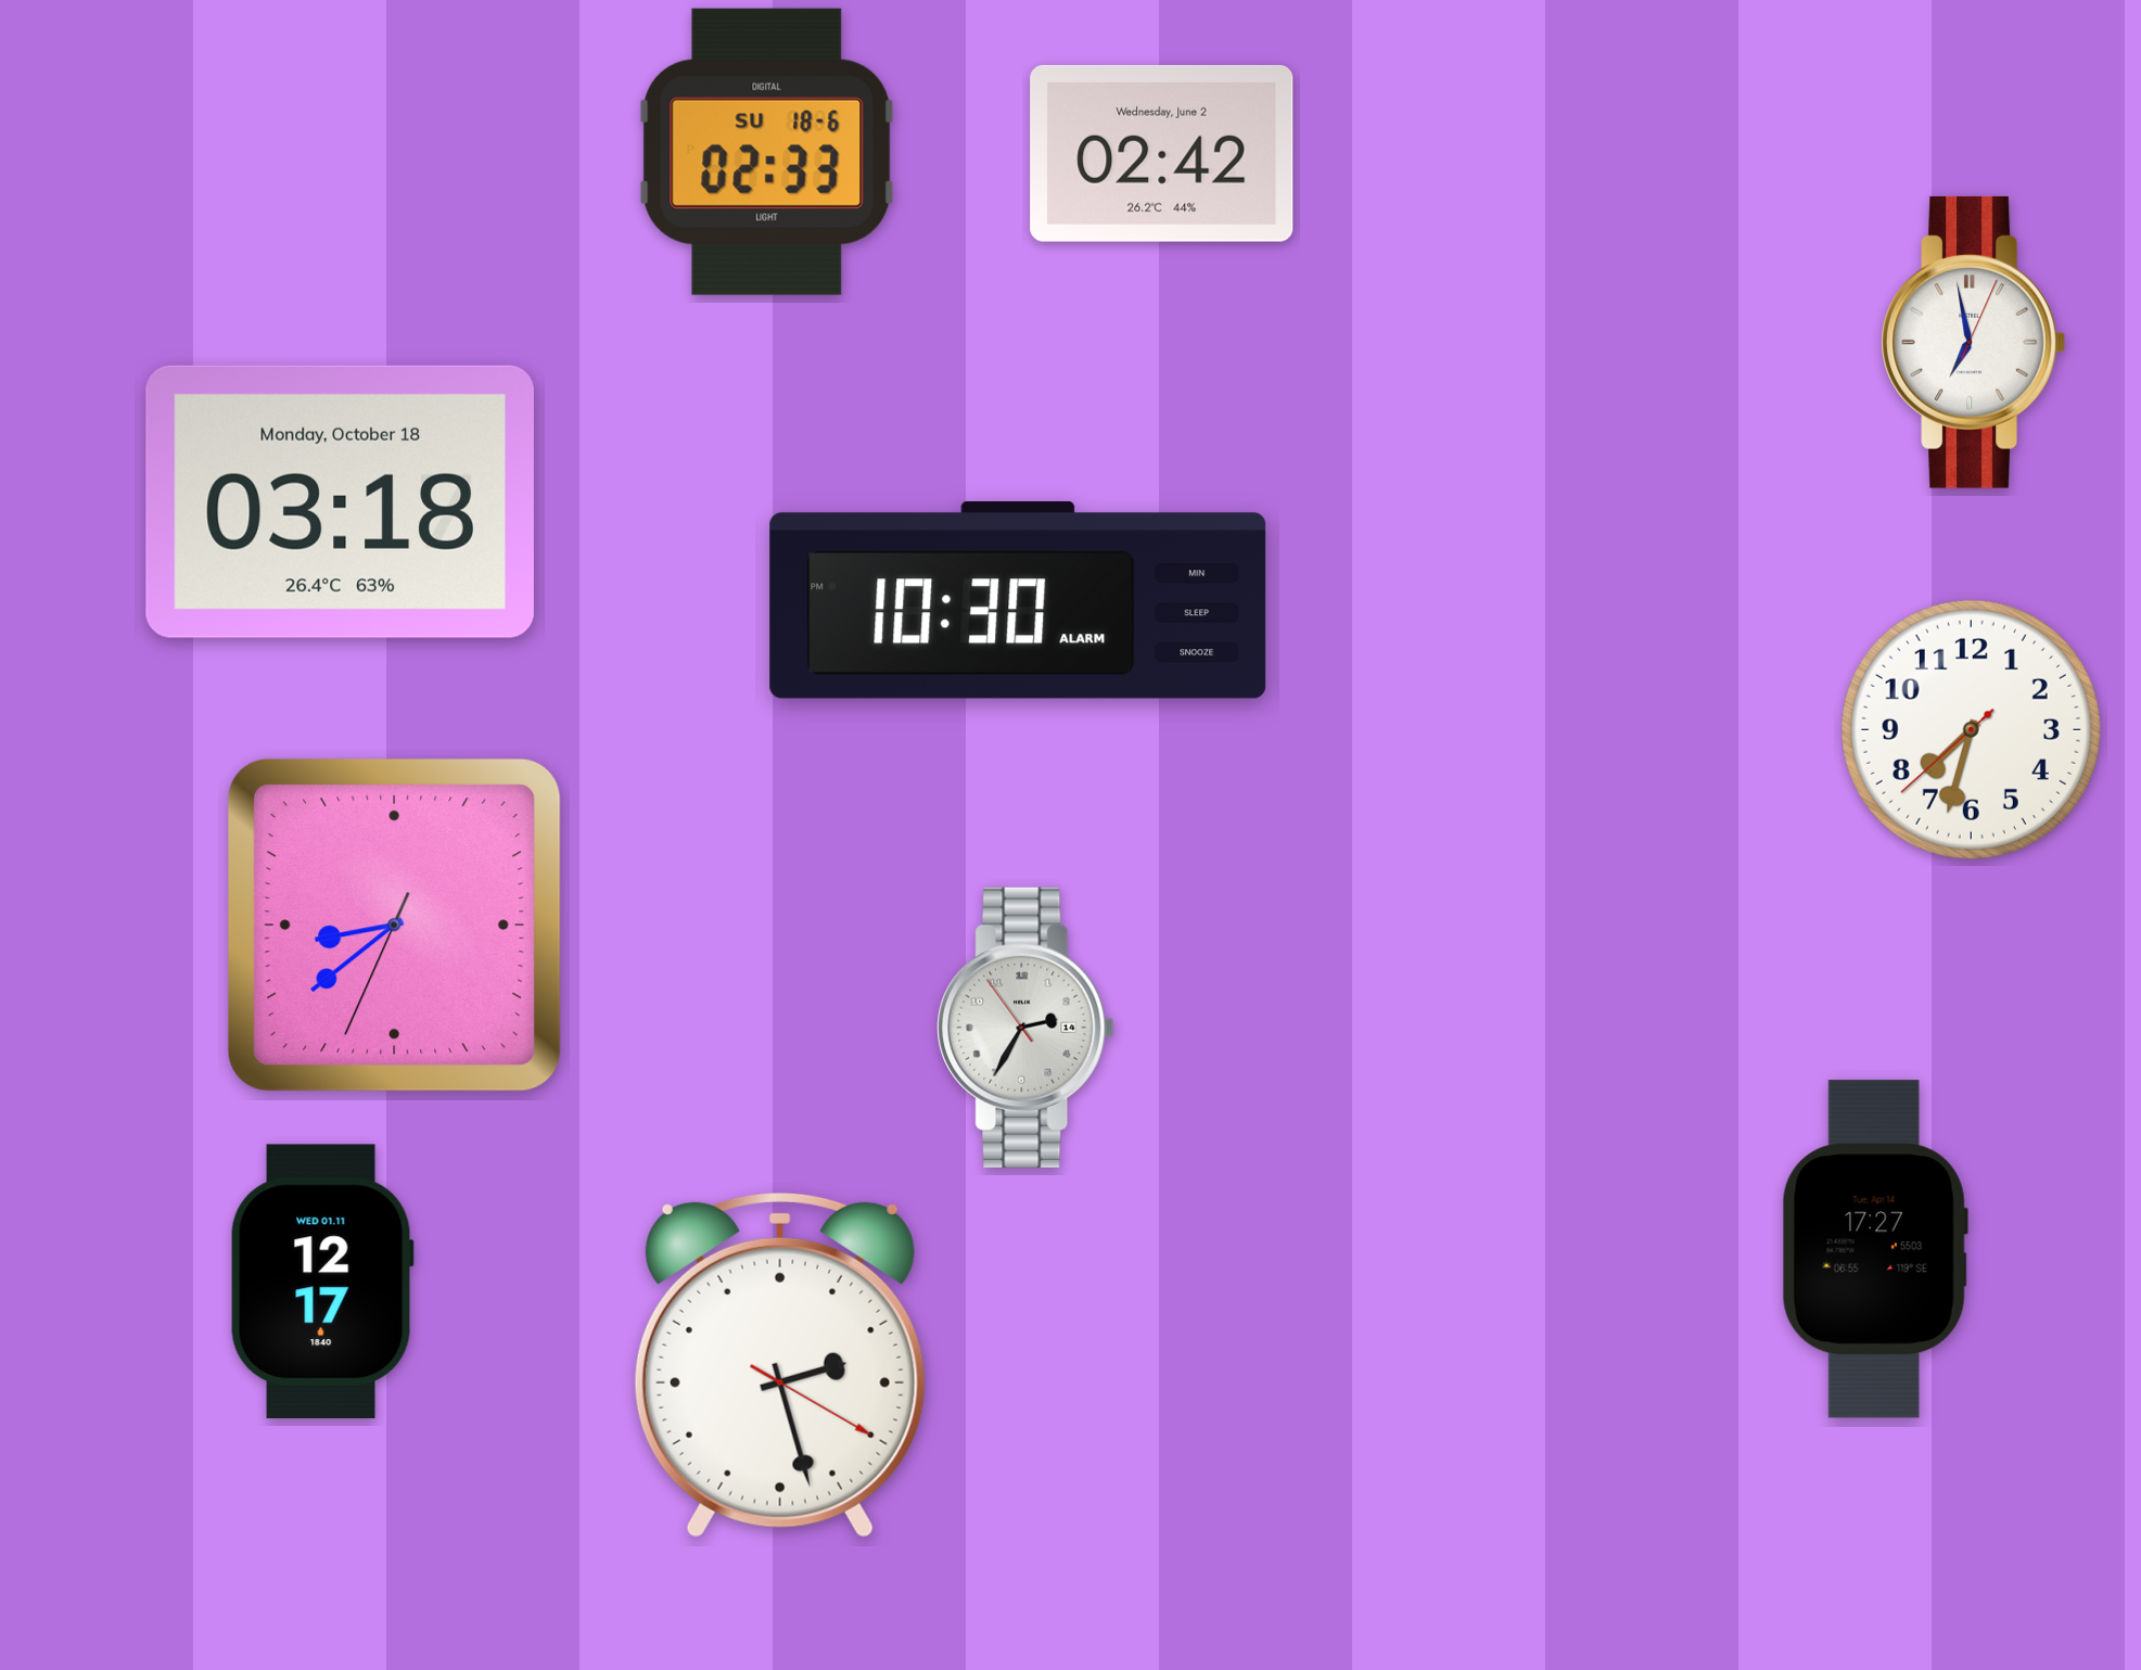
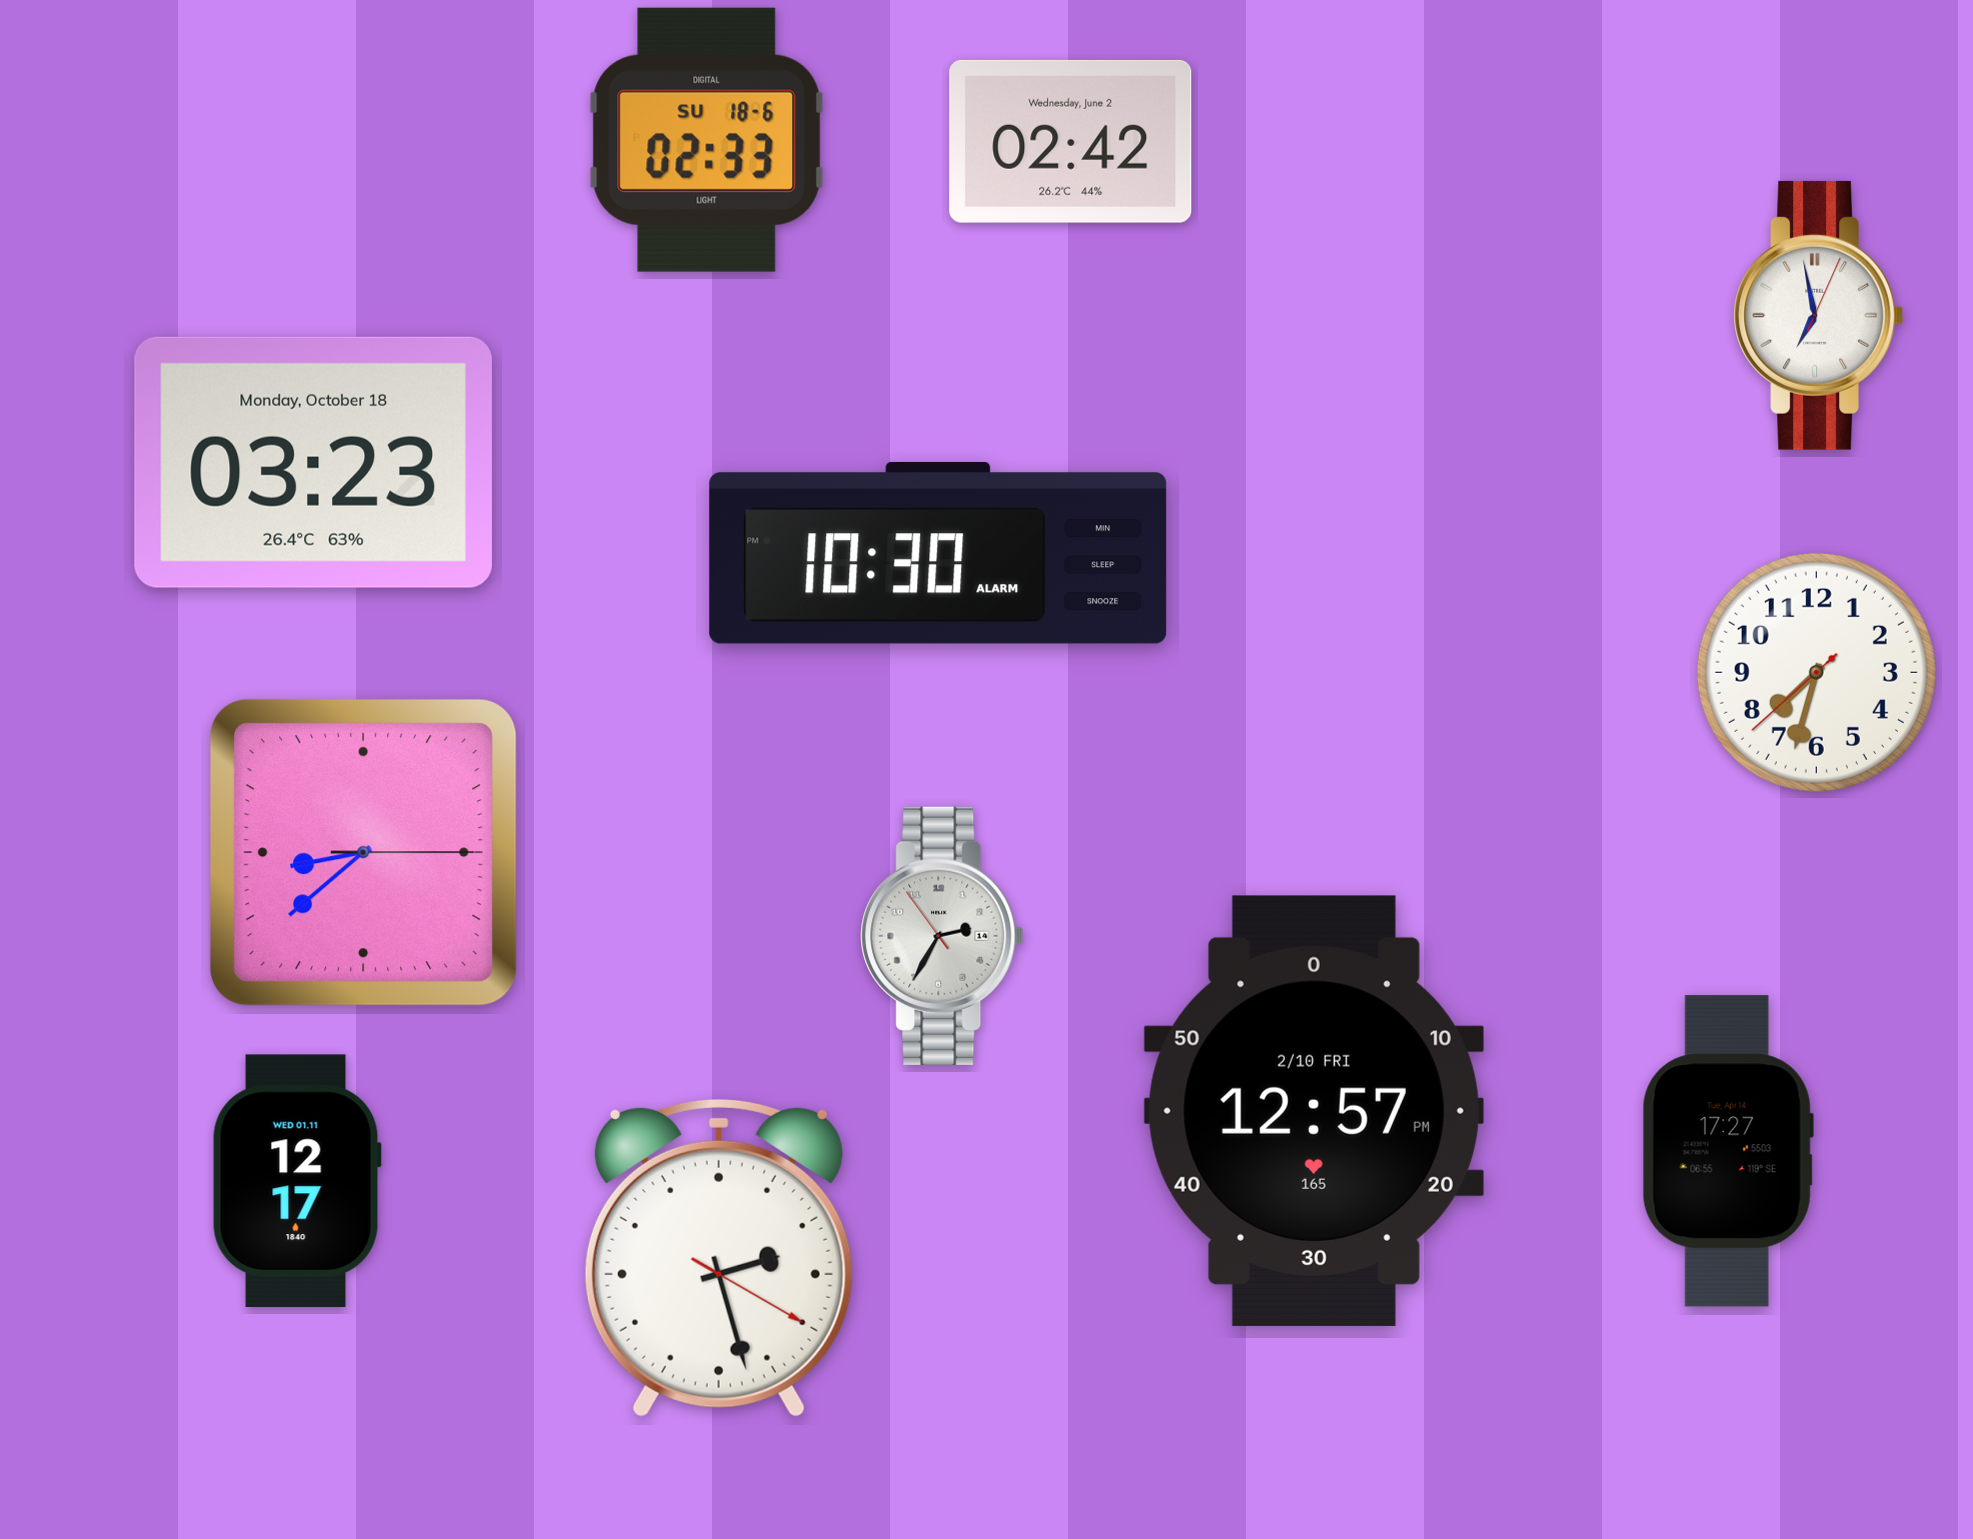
clock at (340, 501): 03:18 -> 03:23
clock at (394, 925): 8:38:34 -> 8:38:15
clock at (1025, 1028) position: (1025, 1028) -> (942, 936)
clock at (1314, 1111): none -> 12:57
